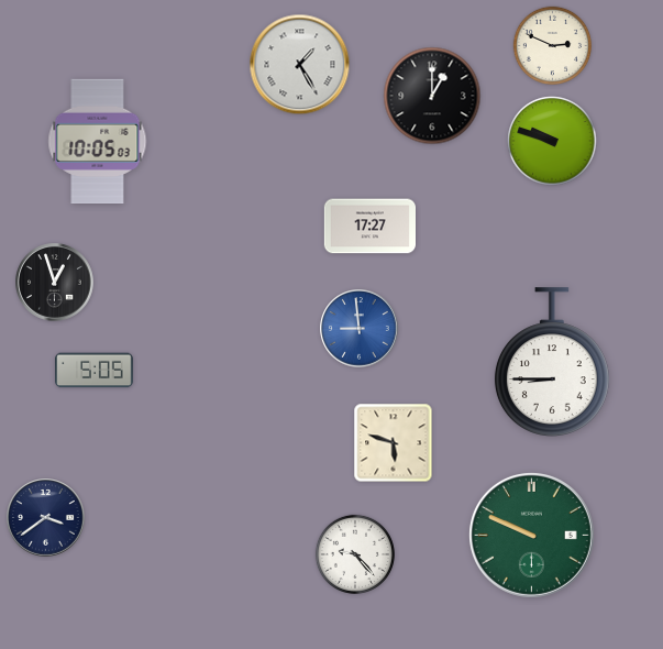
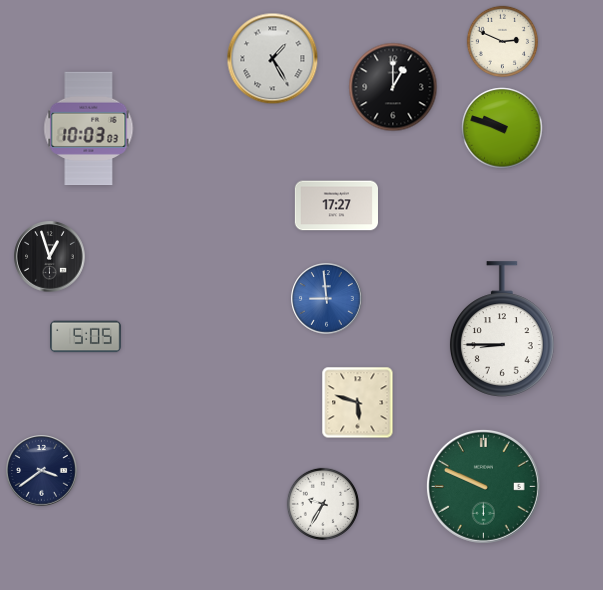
clock at (98, 141): 10:05 -> 10:03
clock at (355, 554): 9:23 -> 9:35
